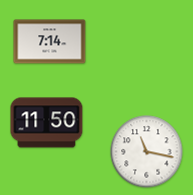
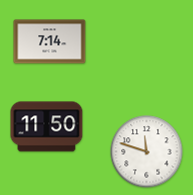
clock at (47, 123) position: (47, 123) -> (47, 127)
clock at (147, 152): 11:17 -> 11:48
